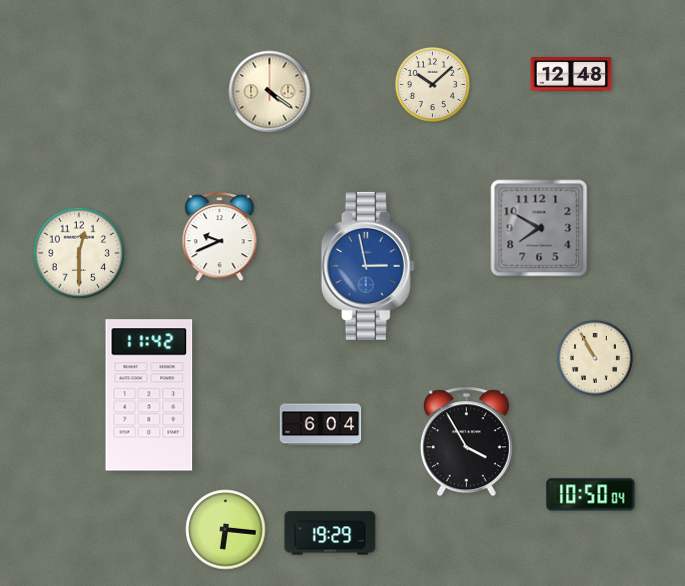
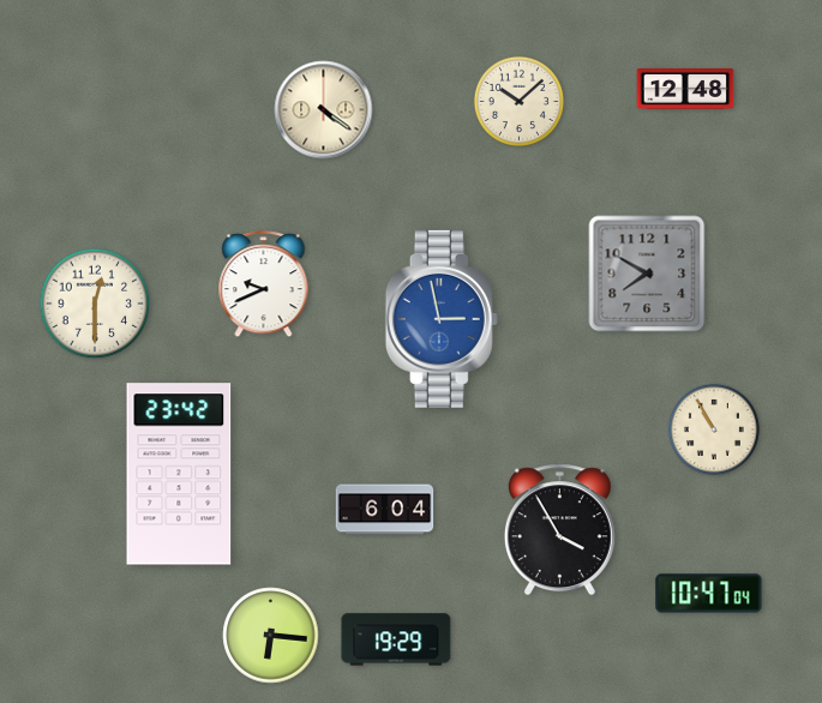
clock at (149, 395): 11:42 -> 23:42
clock at (591, 495): 10:50 -> 10:47
